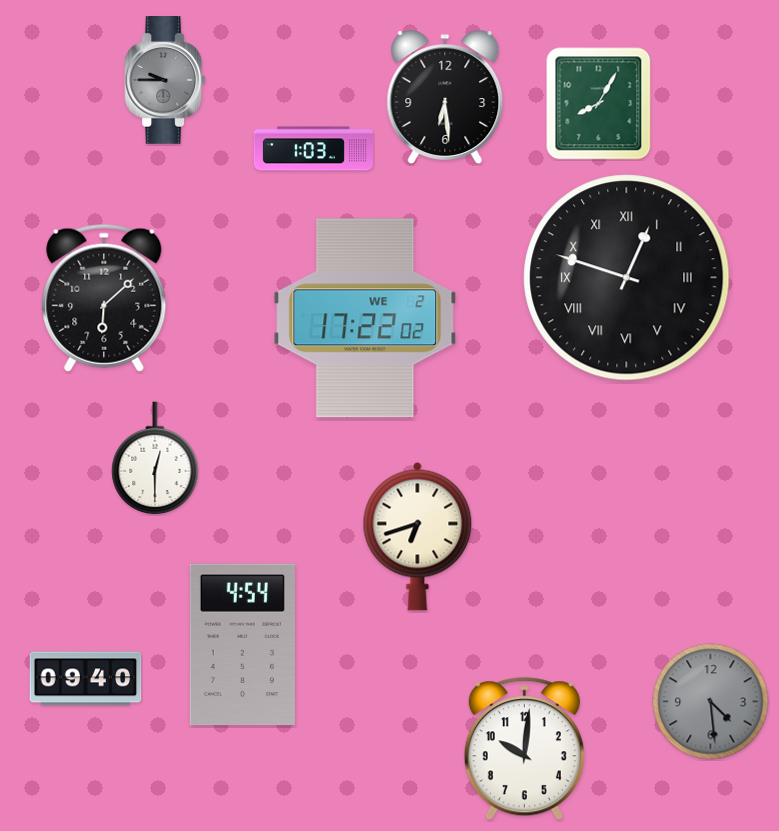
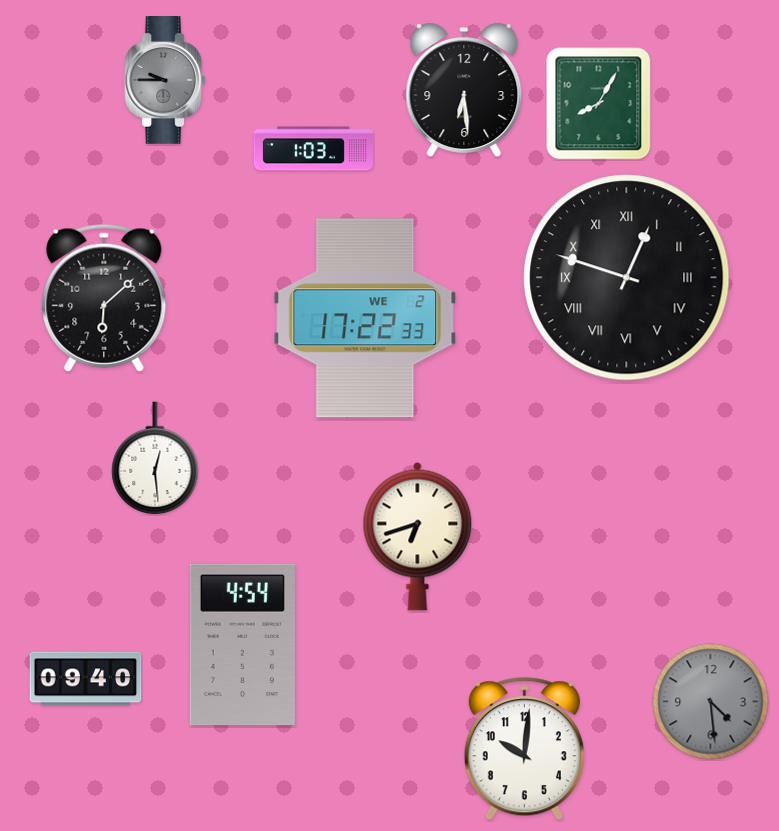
clock at (445, 97) position: (445, 97) -> (464, 90)
clock at (365, 318): 17:22:02 -> 17:22:33
clock at (155, 458): 12:30 -> 12:29
